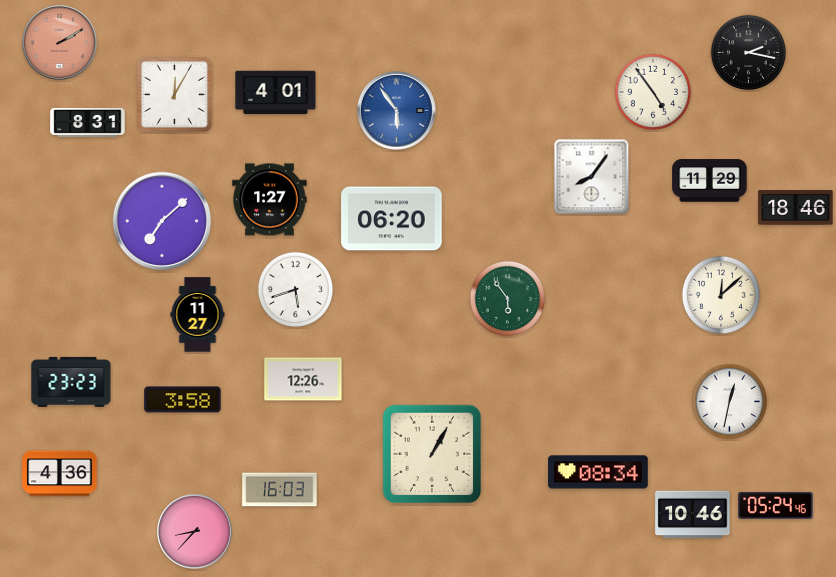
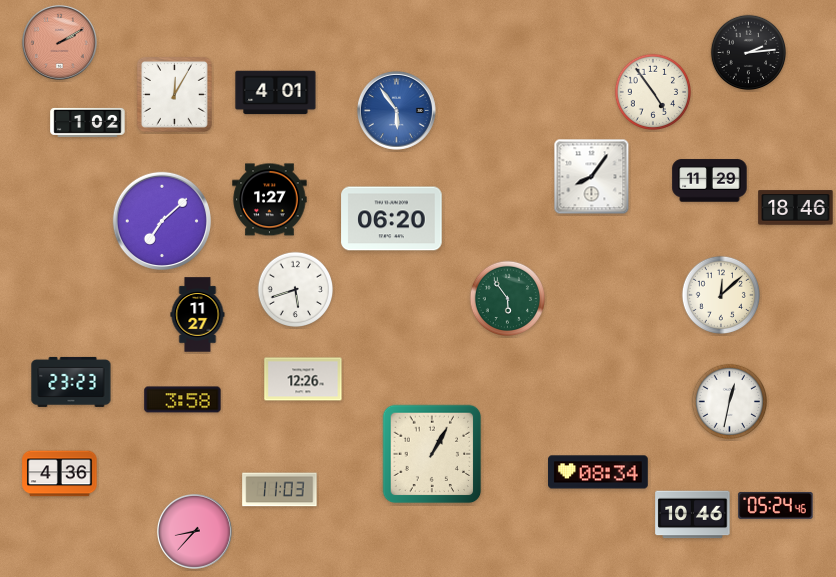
clock at (749, 53): 2:17 -> 2:14
clock at (88, 122): 8:31 -> 1:02
clock at (280, 490): 16:03 -> 11:03
